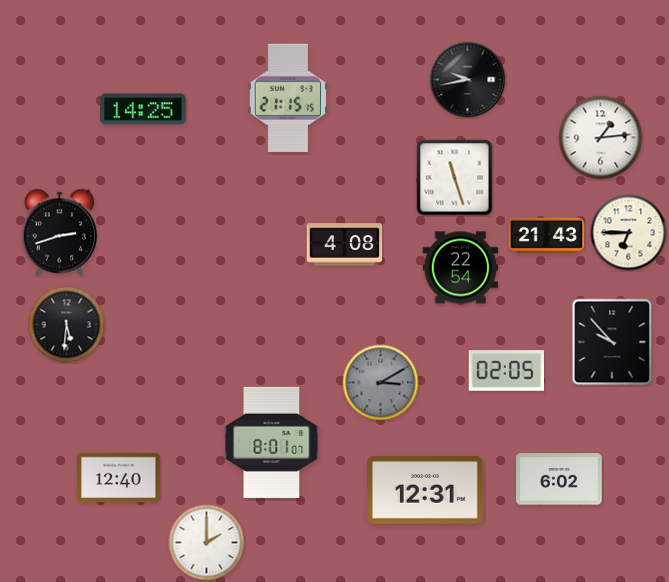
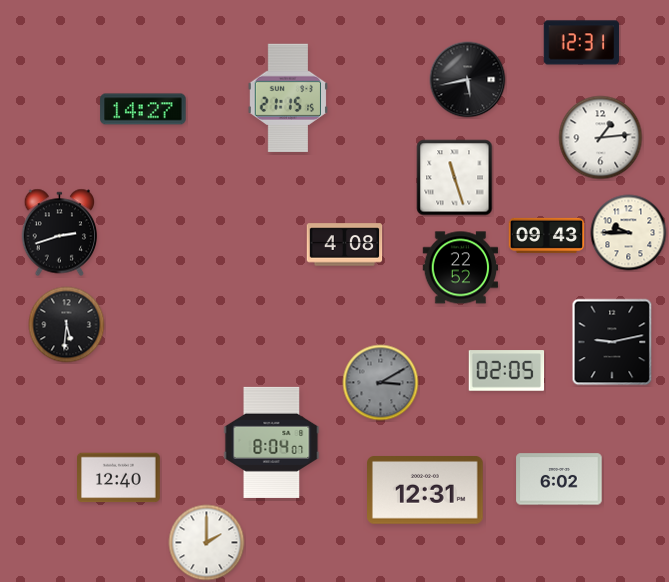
clock at (582, 43): none -> 12:31
clock at (468, 80): 9:43 -> 5:43
clock at (143, 109): 14:25 -> 14:27
clock at (629, 233): 6:45 -> 9:45
clock at (547, 235): 21:43 -> 09:43
clock at (461, 268): 22:54 -> 22:52
clock at (612, 342): 9:53 -> 9:13
clock at (272, 442): 8:01 -> 8:04
